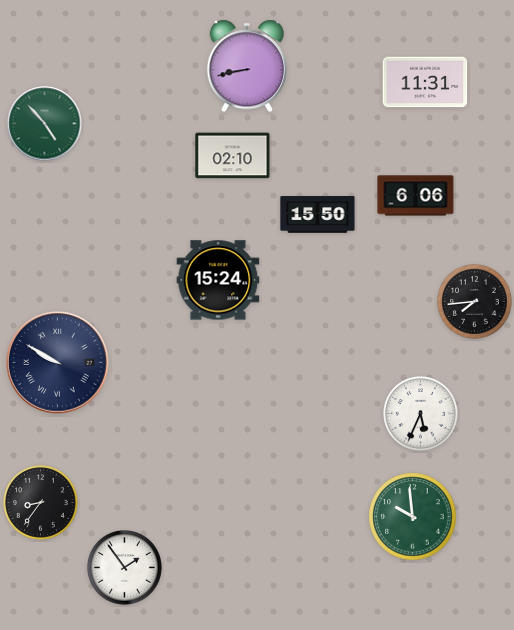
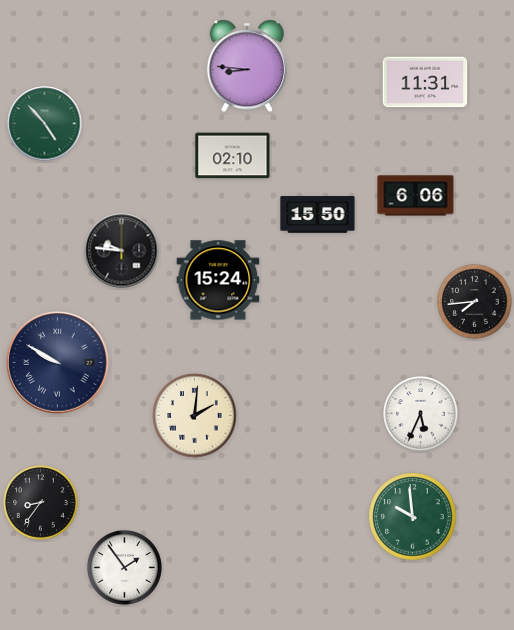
clock at (247, 66): 8:43 -> 8:46
clock at (122, 251): none -> 9:46
clock at (195, 416): none -> 2:01
